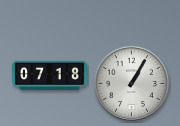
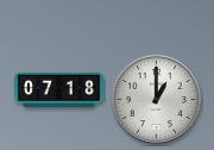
clock at (131, 83): 1:05 -> 1:00
